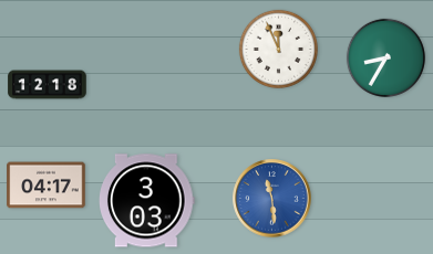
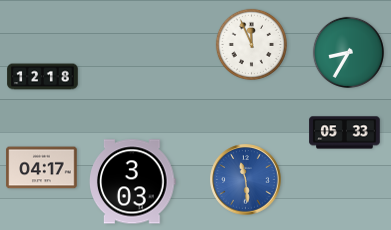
clock at (345, 133): none -> 05:33
